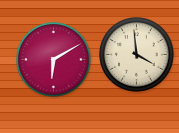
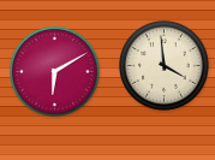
clock at (54, 60) position: (54, 60) -> (55, 72)
